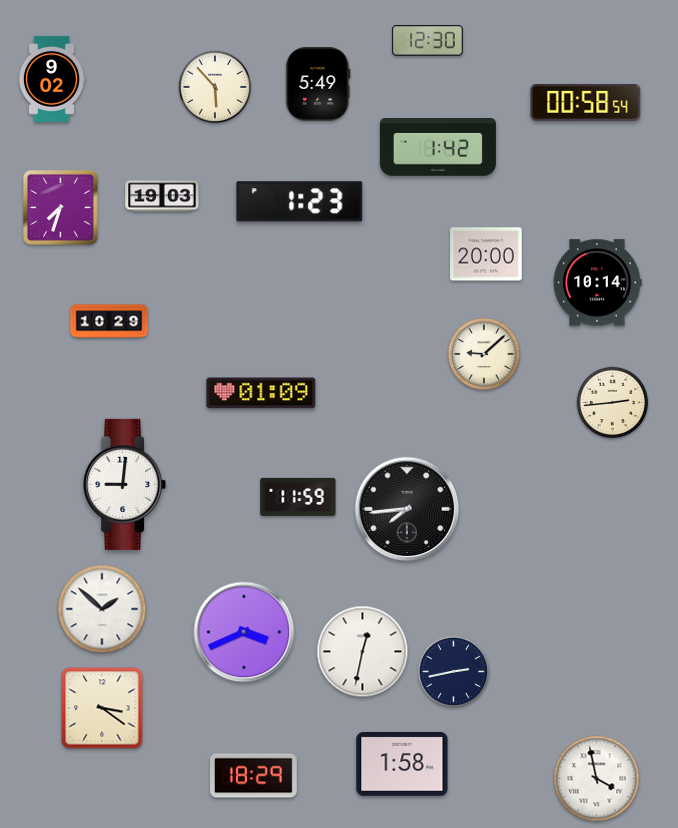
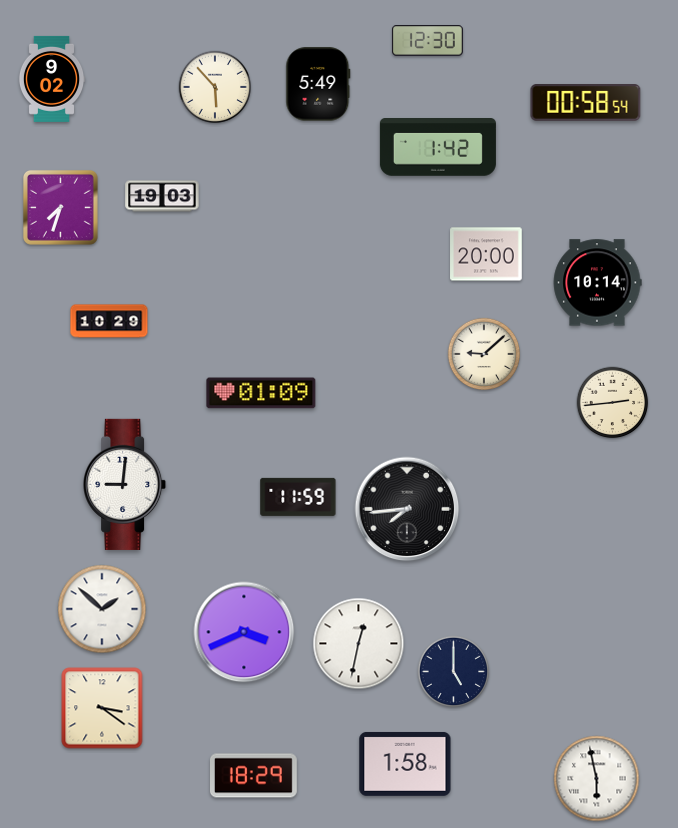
clock at (300, 202): 1:23 -> none
clock at (363, 652) position: (363, 652) -> (359, 644)
clock at (454, 672): 2:43 -> 5:00
clock at (402, 764) position: (402, 764) -> (405, 764)
clock at (597, 779): 3:58 -> 5:58
